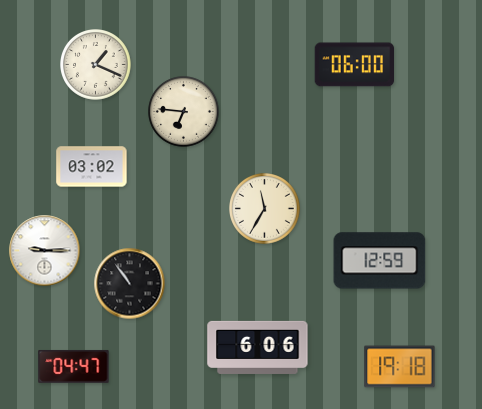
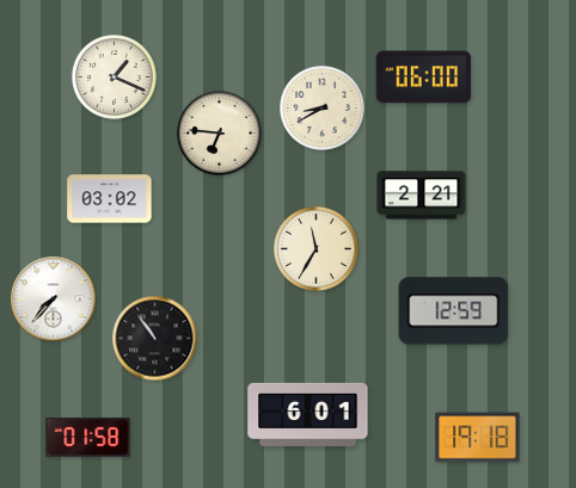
clock at (323, 109): none -> 8:40
clock at (422, 196): none -> 2:21
clock at (45, 251): 9:15 -> 7:37
clock at (258, 347): 6:06 -> 6:01
clock at (74, 367): 04:47 -> 01:58
